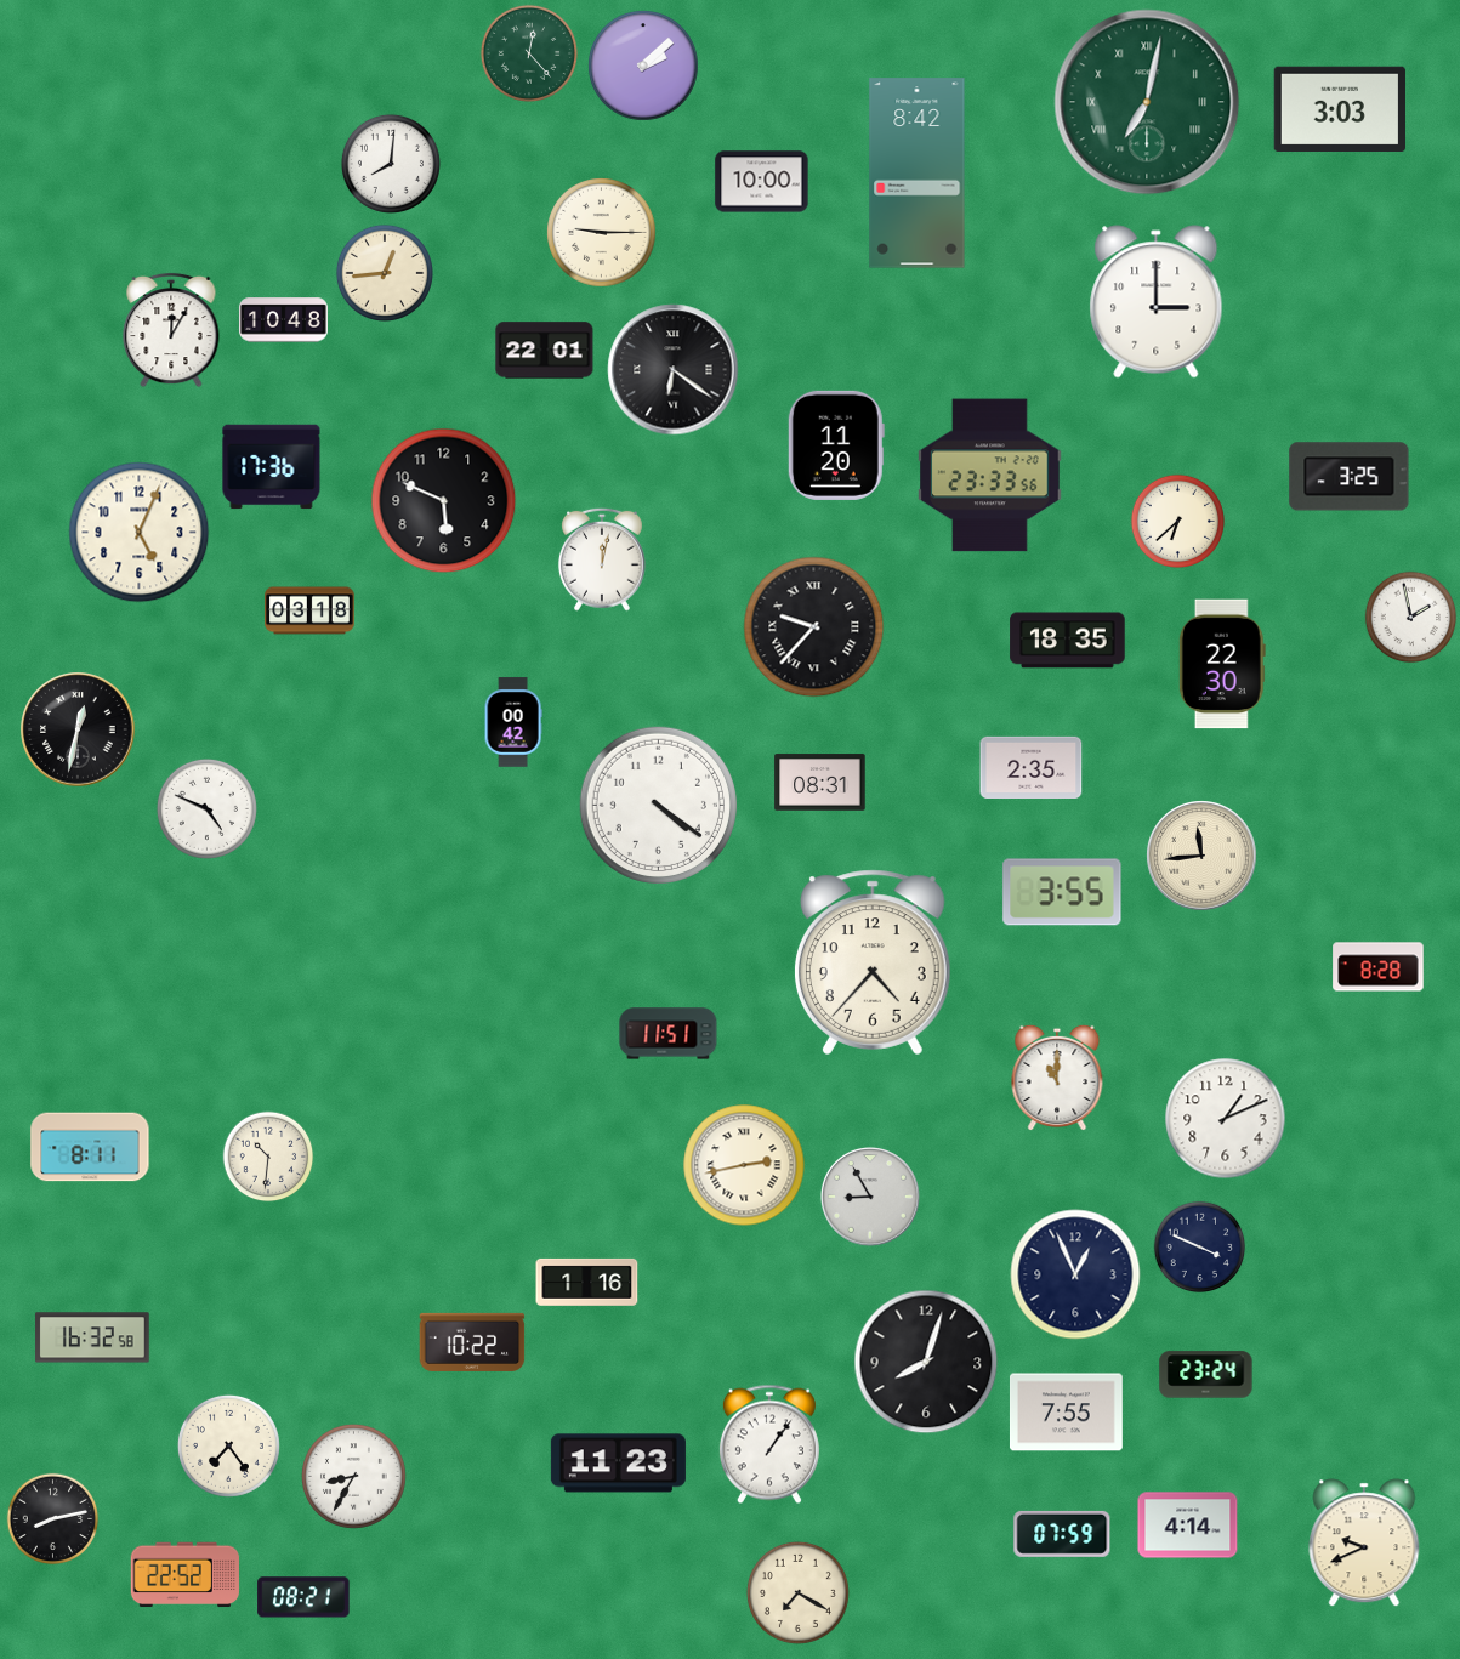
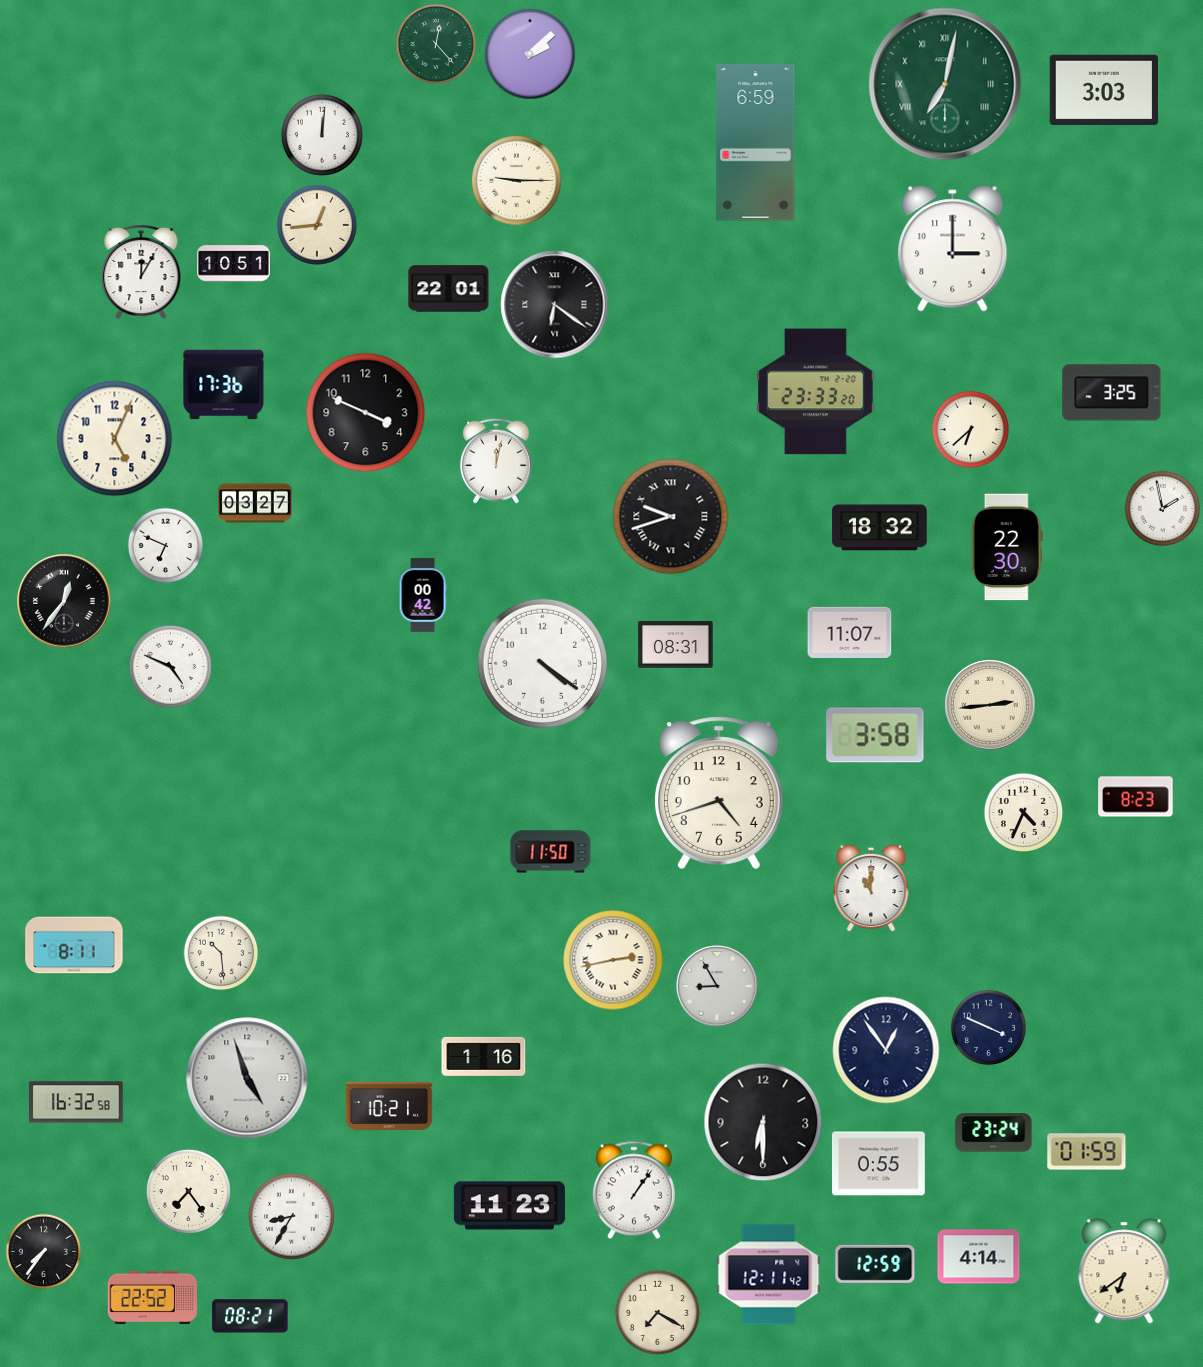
clock at (391, 164): 8:01 -> 12:01
clock at (918, 174): 8:42 -> 6:59
clock at (762, 182): 10:00 -> none
clock at (602, 233) position: (602, 233) -> (517, 181)
clock at (284, 320): 10:48 -> 10:51
clock at (836, 445): 11:20 -> none
clock at (990, 476): 23:33:56 -> 23:33:20
clock at (444, 501): 5:49 -> 3:49
clock at (309, 610): 03:18 -> 03:27
clock at (814, 627): 9:37 -> 9:42
clock at (1068, 641): 18:35 -> 18:32
clock at (166, 546): none -> 6:49
clock at (78, 729): 12:32 -> 12:36
clock at (1032, 767): 2:35 -> 11:07
clock at (1201, 856): 11:44 -> 2:44
clock at (1062, 892): 3:55 -> 3:58
clock at (873, 962): 4:37 -> 4:42
clock at (1379, 967): 8:28 -> 8:23
clock at (1023, 812): none -> 4:34
clock at (669, 1034): 11:51 -> 11:50
clock at (1226, 1119): 1:11 -> none
clock at (268, 1157): 10:31 -> 10:29
clock at (1075, 1274): 12:56 -> 12:54
clock at (247, 1078): none -> 4:57
clock at (472, 1342): 10:22 -> 10:21
clock at (926, 1362): 8:03 -> 6:30
clock at (1087, 1152): none -> 01:59
clock at (1066, 1413): 7:55 -> 0:55
clock at (53, 1519): 8:13 -> 7:36
clock at (1062, 1534): 07:59 -> 12:59
clock at (1364, 1542): 9:41 -> 6:39
clock at (769, 1275): none -> 12:11
